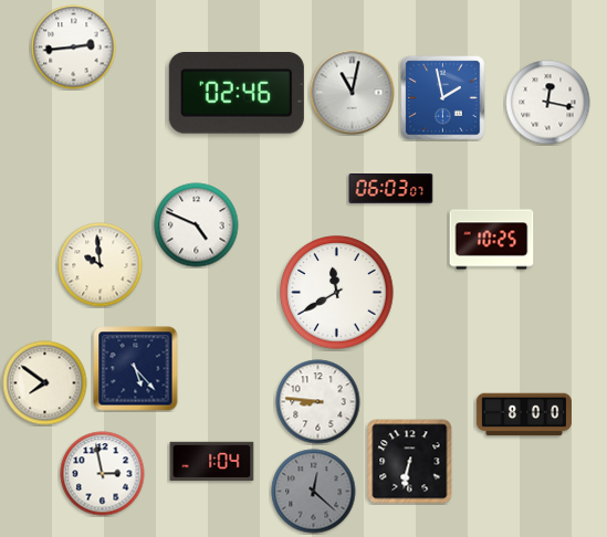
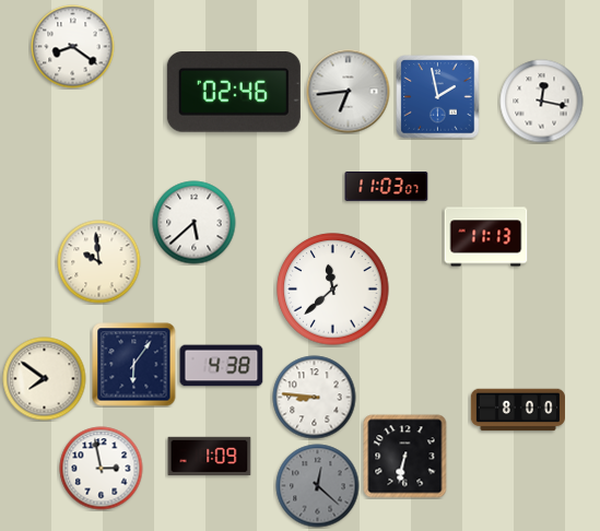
clock at (74, 48): 2:44 -> 8:21
clock at (353, 93): 11:02 -> 6:44
clock at (391, 189): 06:03 -> 11:03
clock at (197, 225): 4:49 -> 5:38
clock at (492, 240): 10:25 -> 11:13
clock at (337, 293): 11:40 -> 11:38
clock at (136, 369): 5:23 -> 6:06
clock at (222, 366): none -> 4:38
clock at (212, 462): 1:04 -> 1:09
clock at (314, 492) position: (314, 492) -> (318, 486)
